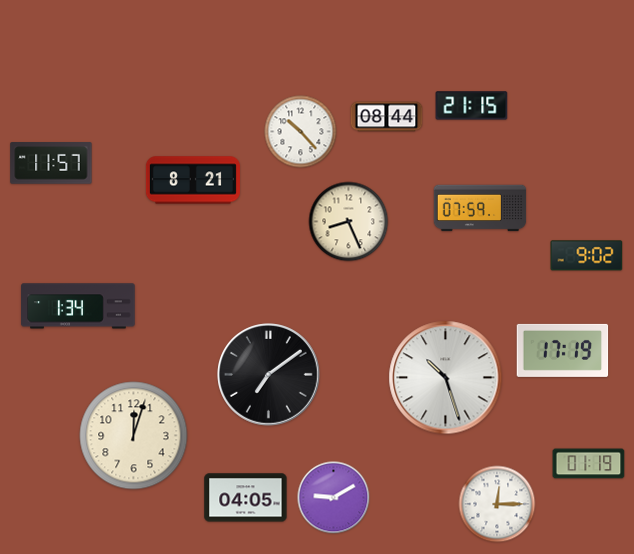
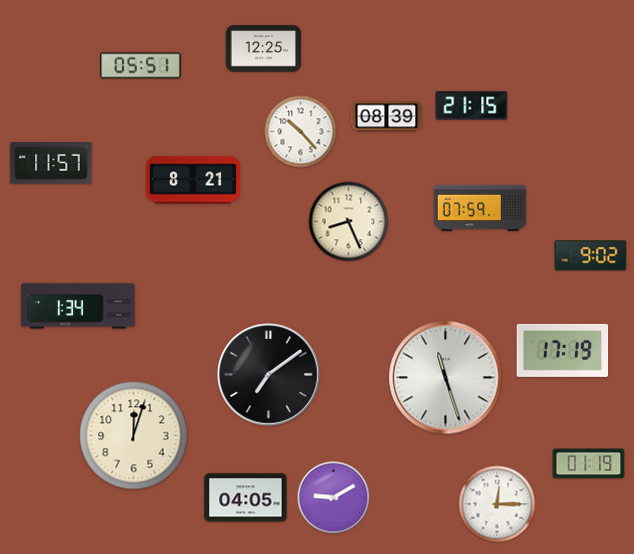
clock at (264, 49): none -> 12:25
clock at (141, 66): none -> 05:51
clock at (387, 117): 08:44 -> 08:39
clock at (587, 256) position: (587, 256) -> (591, 256)
clock at (446, 378): 10:27 -> 11:27
